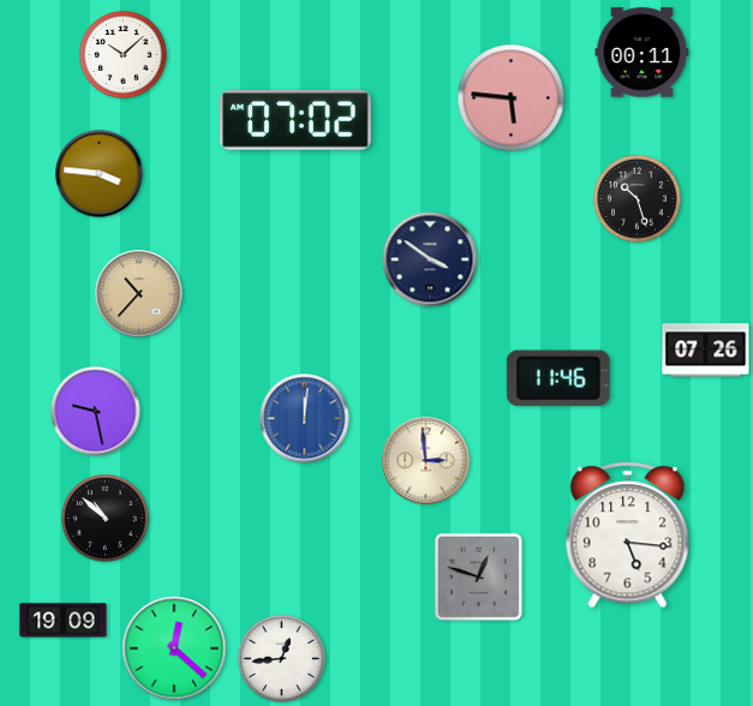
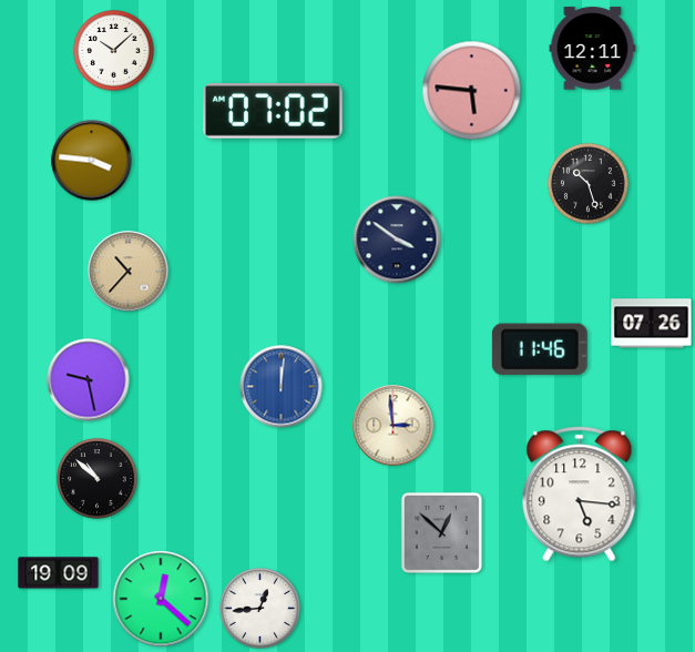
clock at (643, 53): 00:11 -> 12:11
clock at (558, 377) position: (558, 377) -> (540, 348)
clock at (478, 576): 12:48 -> 12:52
